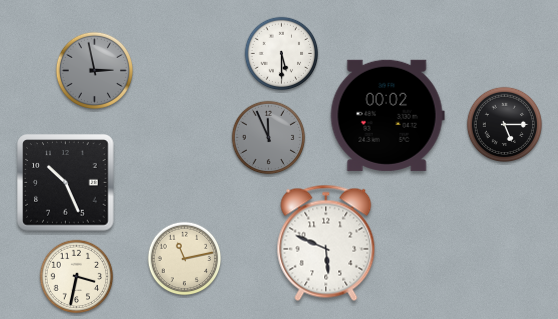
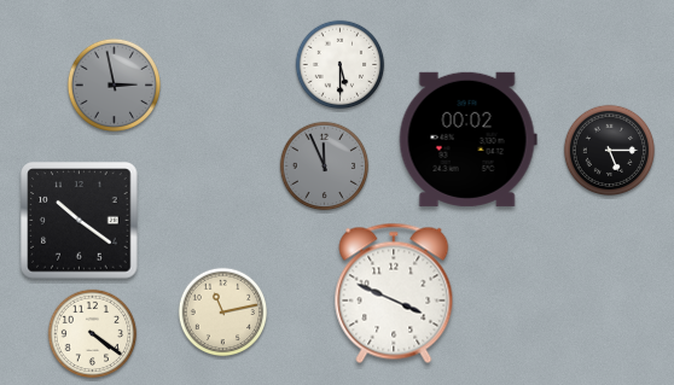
clock at (66, 183): 10:26 -> 10:21
clock at (326, 243): 5:49 -> 3:49
clock at (77, 277): 3:32 -> 4:21
